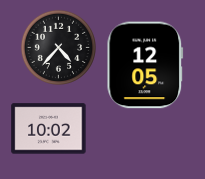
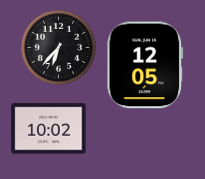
clock at (58, 47): 4:37 -> 6:37
